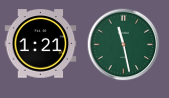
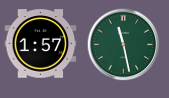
clock at (41, 44): 1:21 -> 1:57
